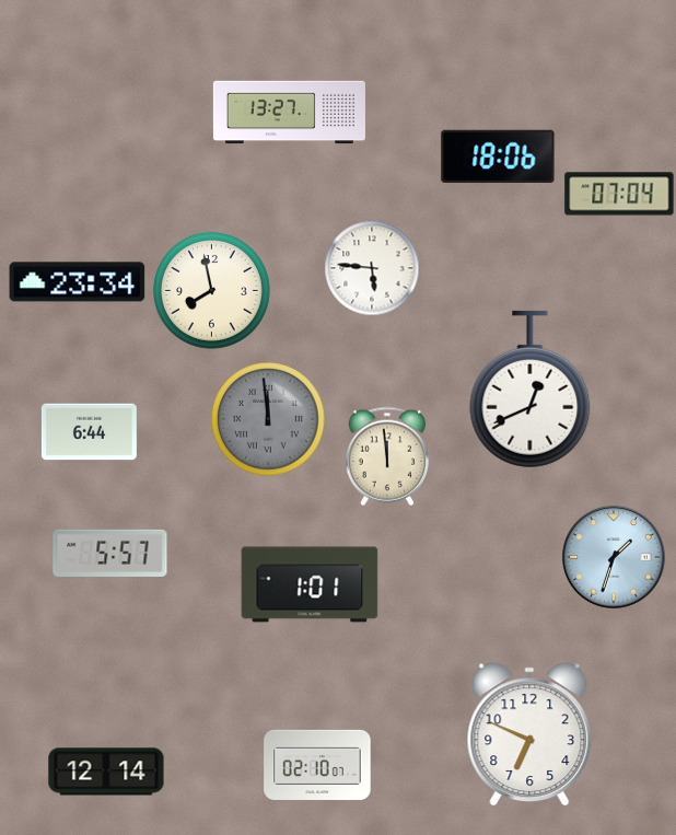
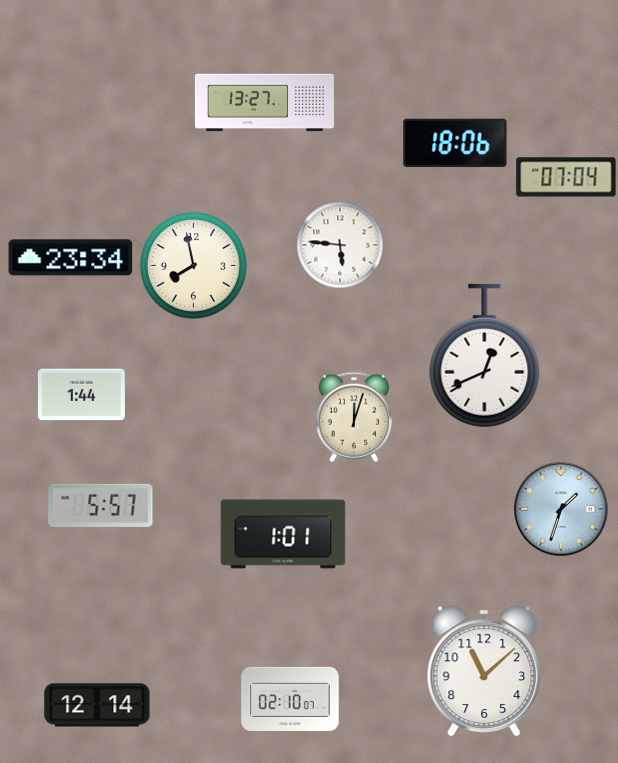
clock at (269, 420): 11:59 -> none
clock at (89, 432): 6:44 -> 1:44
clock at (386, 456): 11:59 -> 12:03
clock at (529, 734): 6:49 -> 11:08
